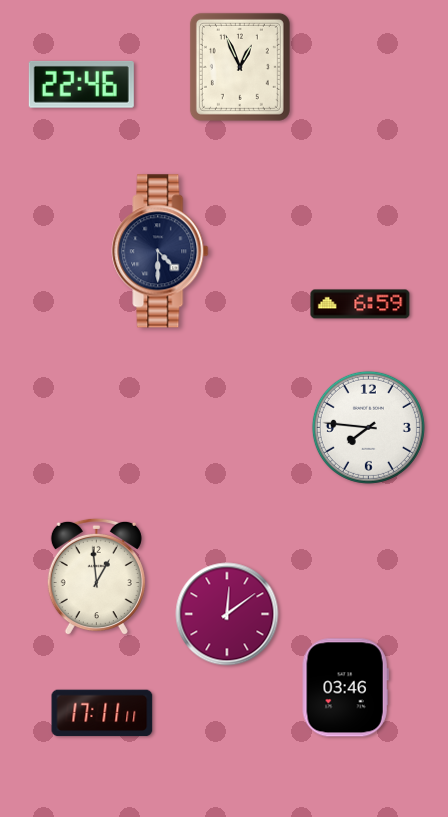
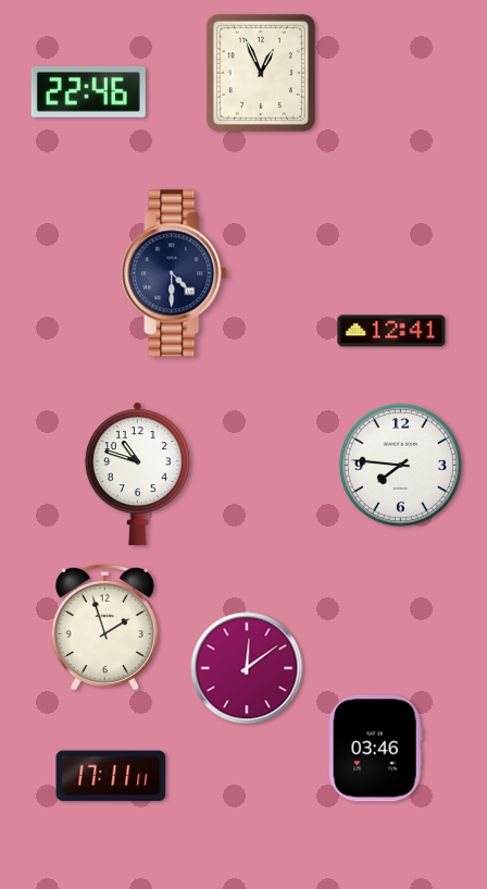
clock at (360, 304): 6:59 -> 12:41
clock at (137, 474): none -> 10:48
clock at (96, 577): 12:59 -> 1:57
